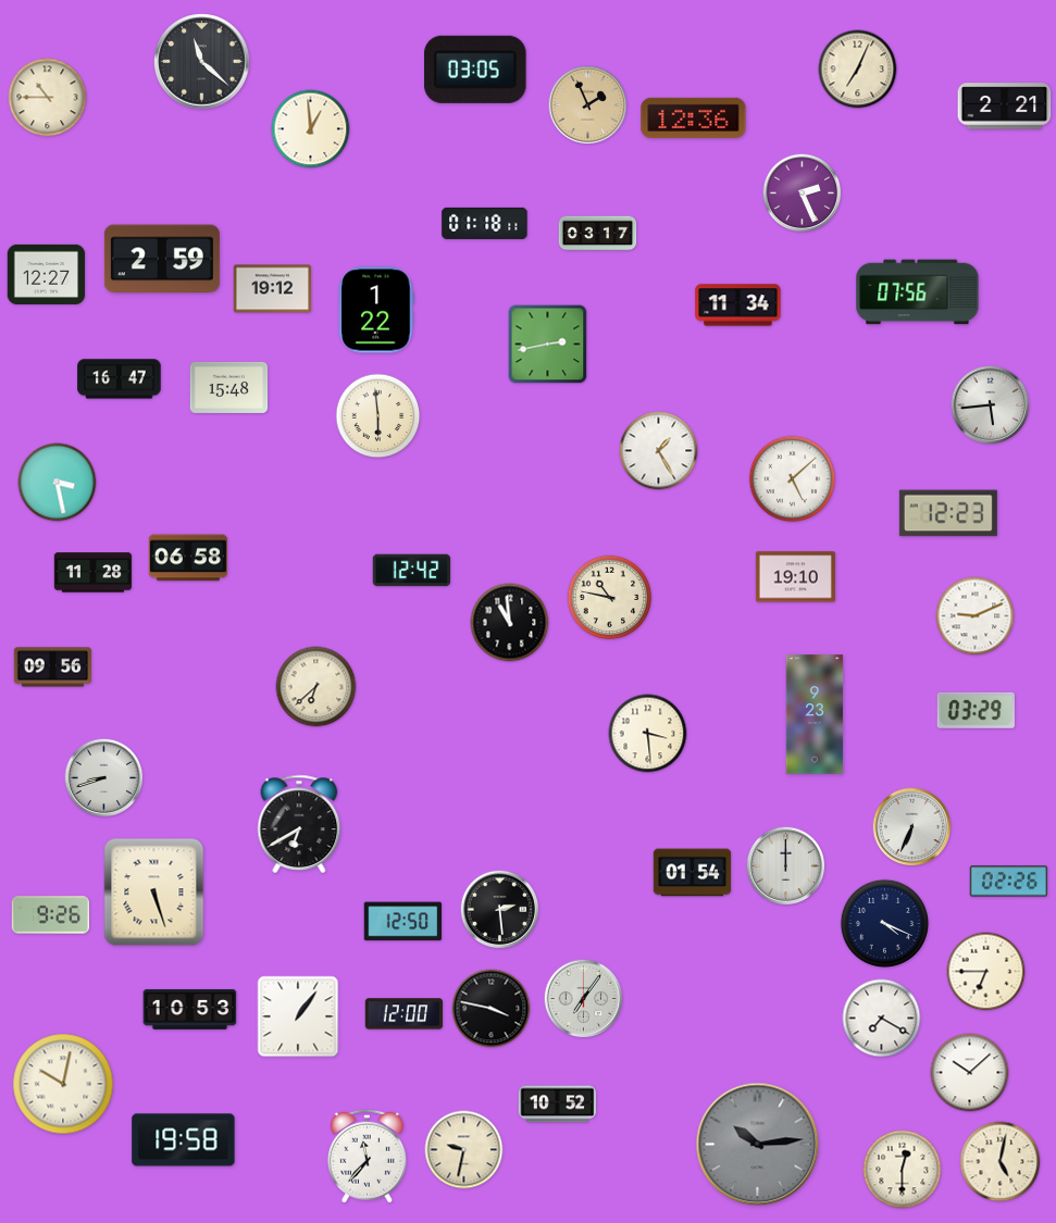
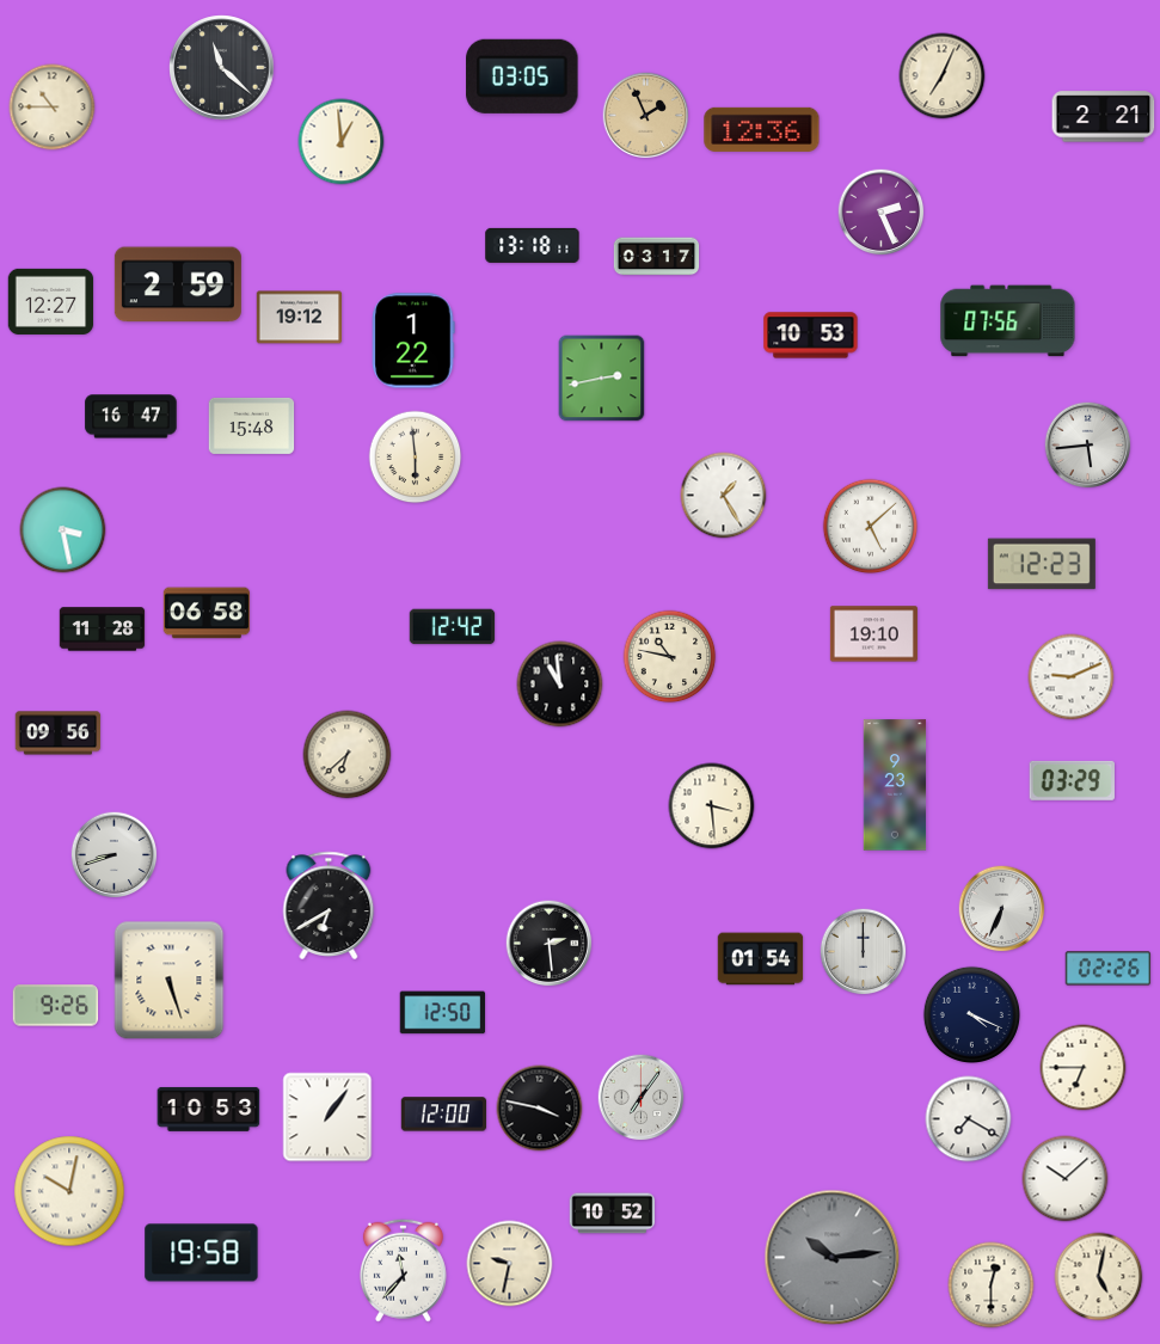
clock at (485, 223): 01:18 -> 13:18
clock at (738, 305): 11:34 -> 10:53
clock at (500, 910) position: (500, 910) -> (550, 944)
